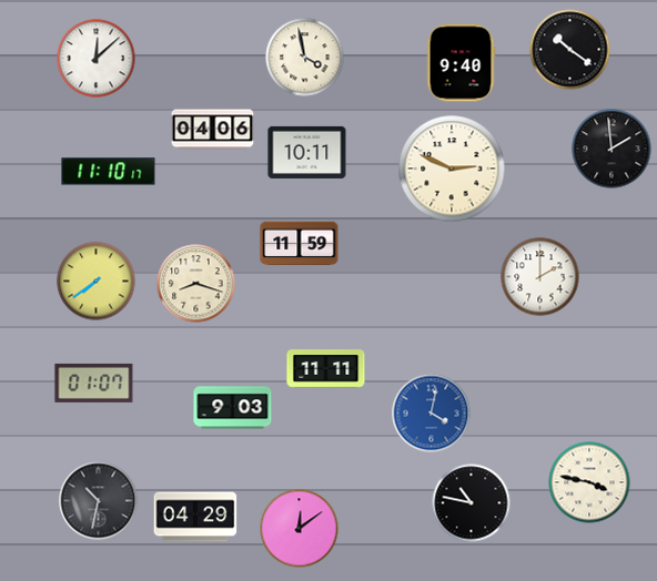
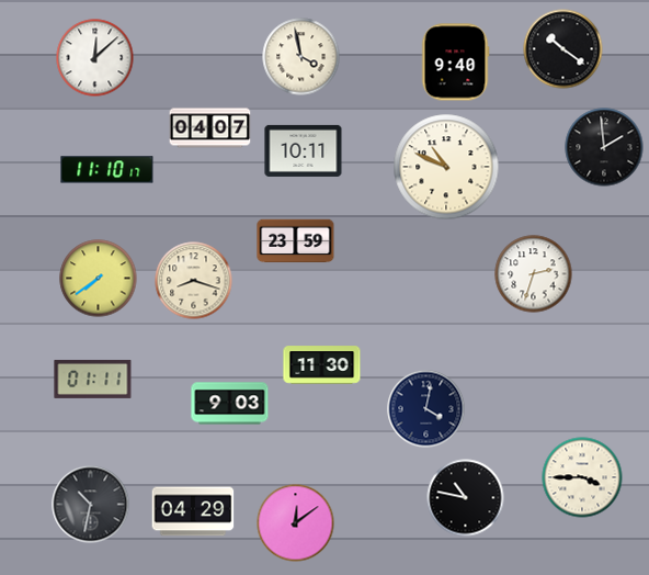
clock at (213, 130): 04:06 -> 04:07
clock at (452, 169): 2:49 -> 10:49
clock at (300, 244): 11:59 -> 23:59
clock at (540, 277): 2:00 -> 2:33
clock at (97, 282) position: (97, 282) -> (99, 279)
clock at (326, 369): 11:11 -> 11:30
clock at (94, 383): 01:07 -> 01:11
clock at (432, 414) dial: blue -> navy
clock at (589, 482): 3:47 -> 3:45
clock at (99, 501) position: (99, 501) -> (91, 505)
